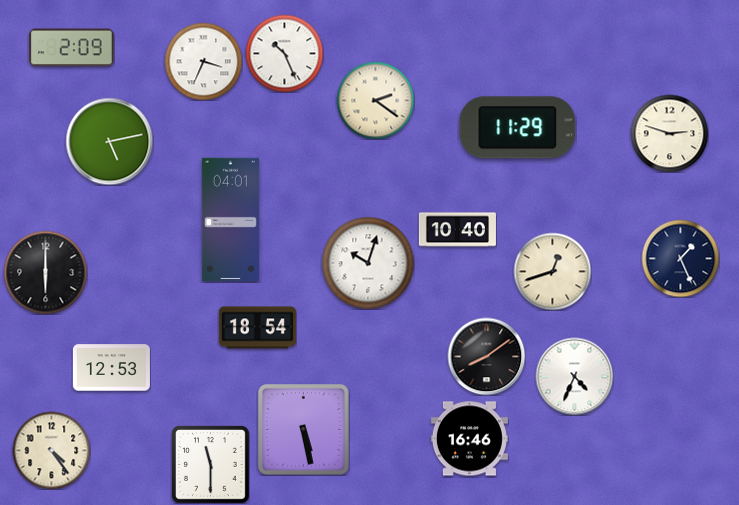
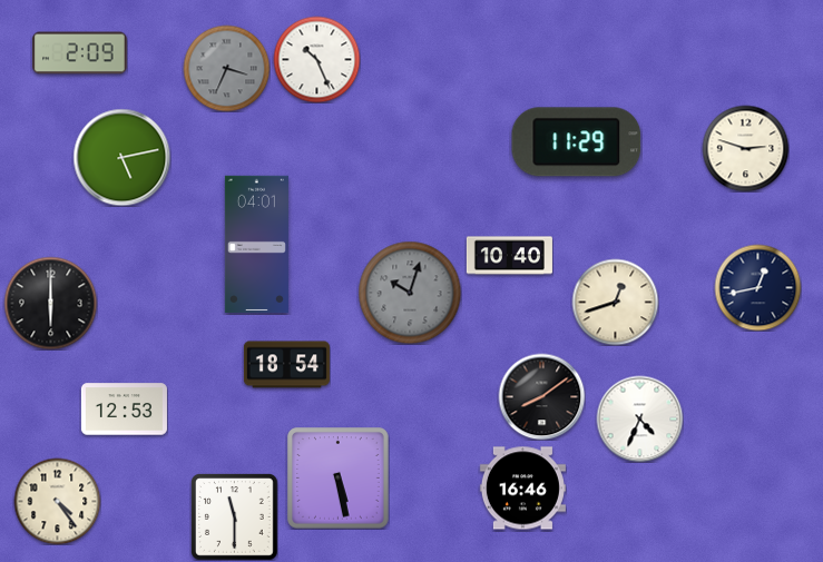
clock at (203, 61) dial: white -> grey
clock at (375, 100): 2:21 -> none
clock at (680, 258): 1:26 -> 12:43
clock at (368, 263) dial: white -> grey
